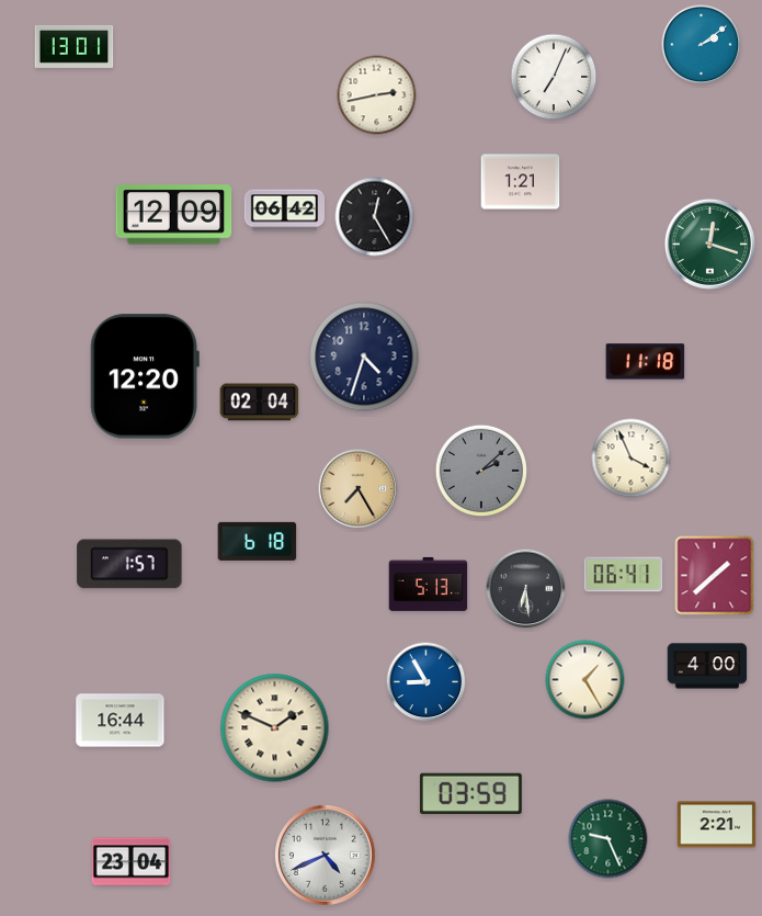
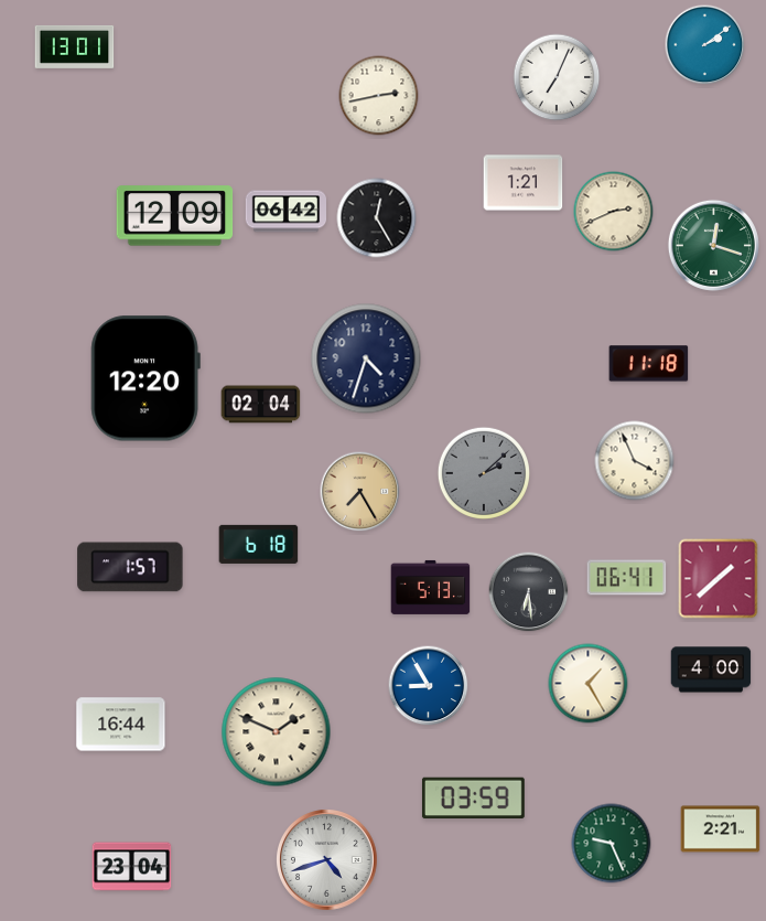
clock at (614, 212): none -> 2:41
clock at (326, 856): 4:41 -> 4:42
